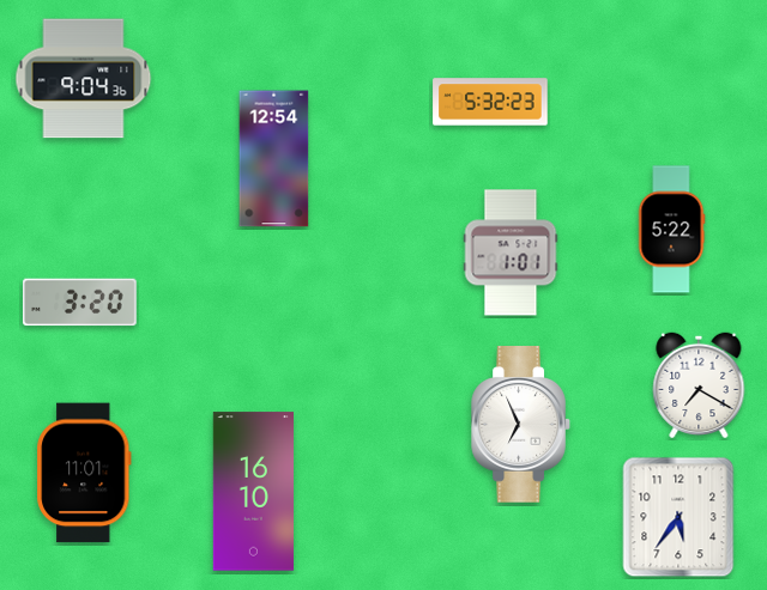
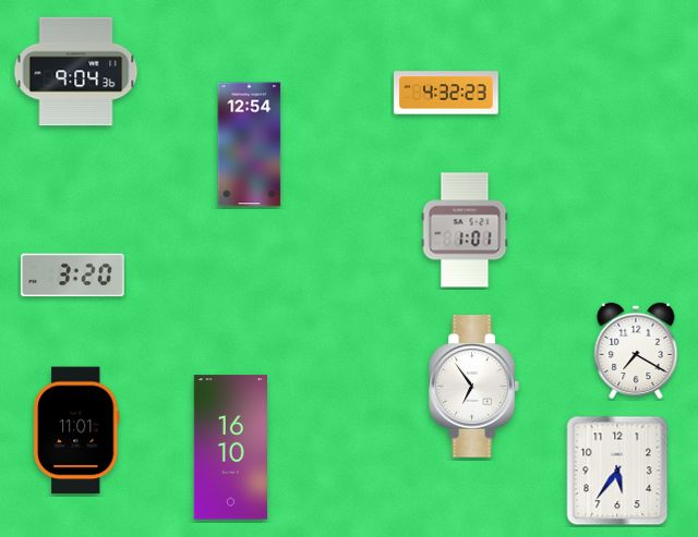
clock at (490, 102): 5:32 -> 4:32
clock at (671, 230): 5:22 -> none
clock at (520, 425): 6:56 -> 6:54
